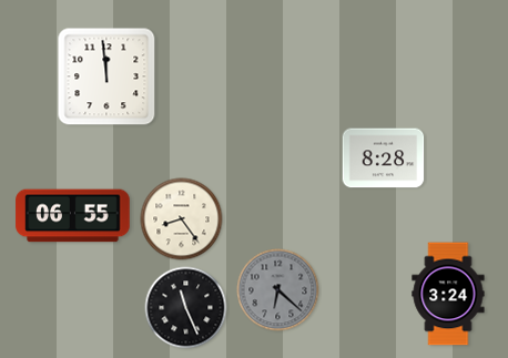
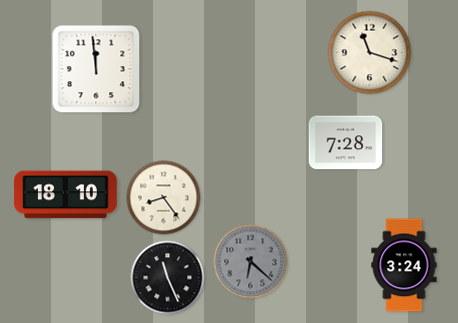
clock at (370, 53): none -> 11:18
clock at (384, 158): 8:28 -> 7:28
clock at (73, 216): 06:55 -> 18:10
